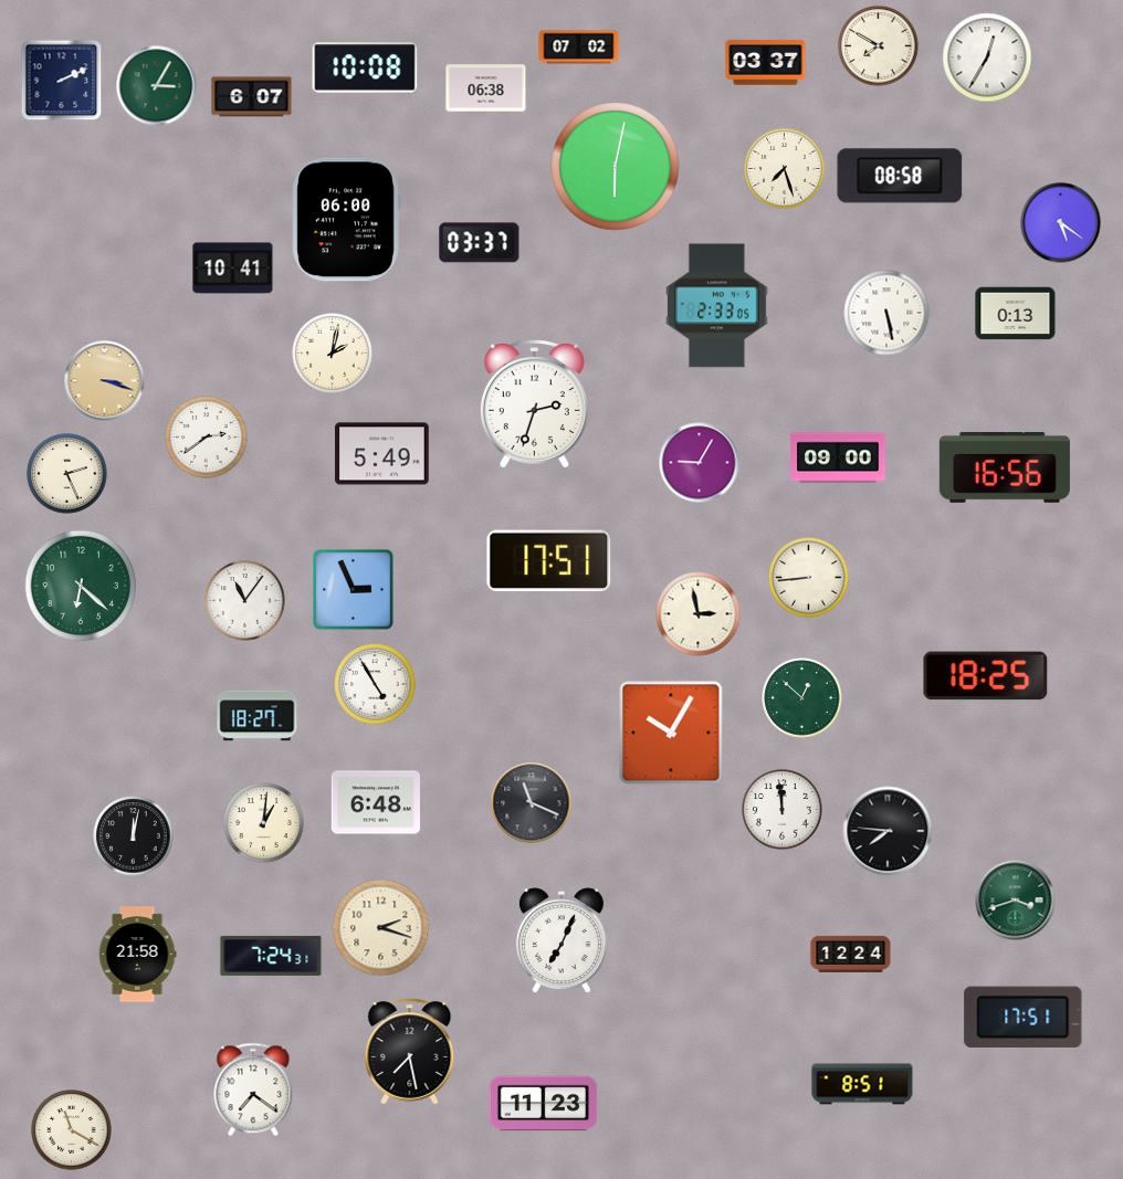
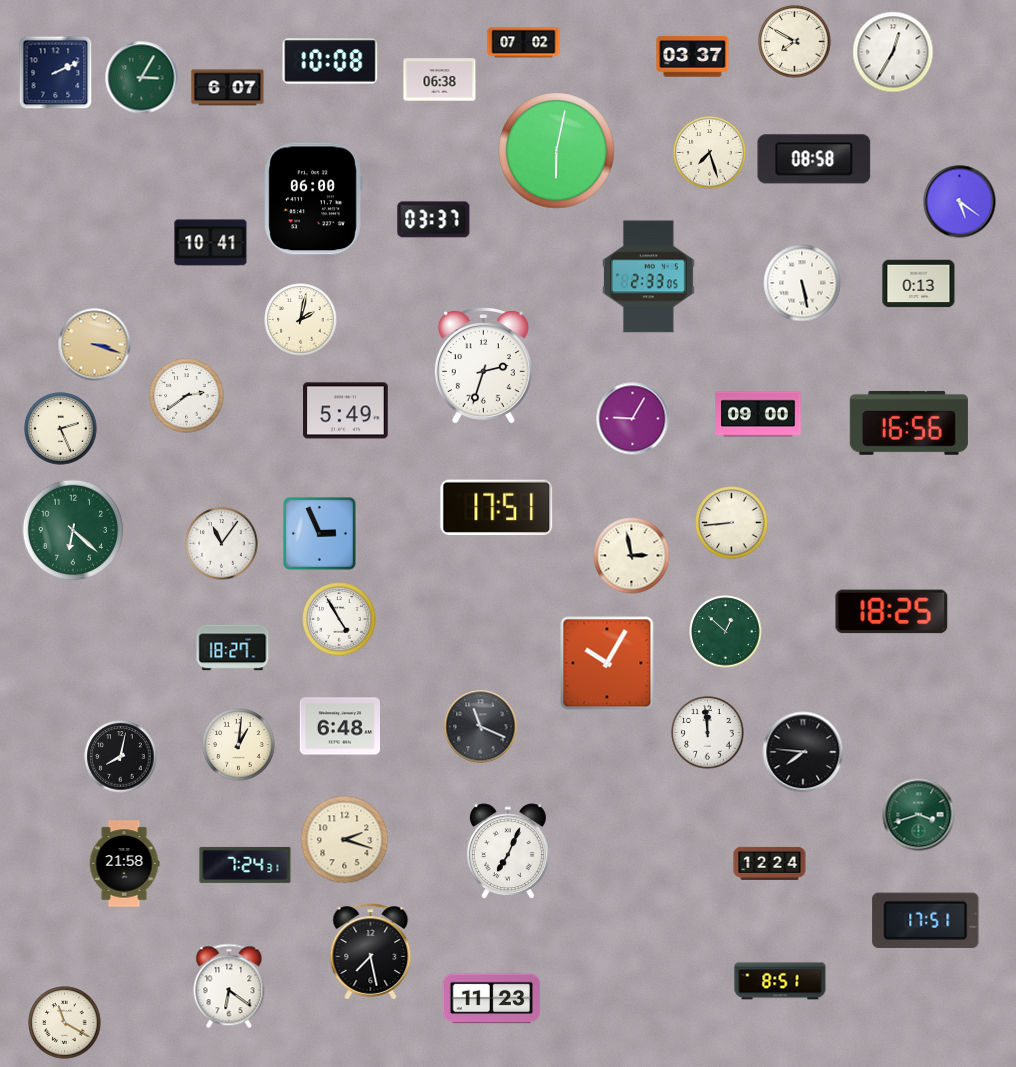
clock at (134, 836): 12:02 -> 8:02
clock at (253, 1089): 7:21 -> 6:21
